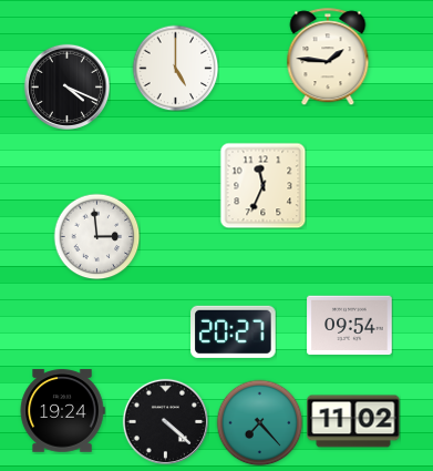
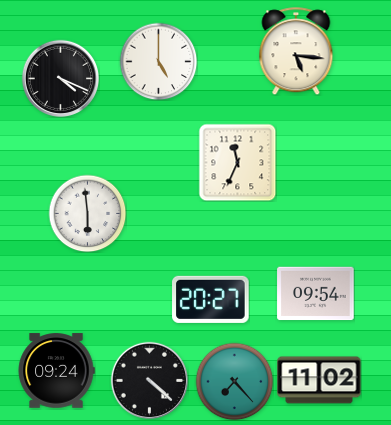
clock at (328, 57): 1:46 -> 5:16
clock at (262, 185) position: (262, 185) -> (237, 162)
clock at (96, 236): 2:59 -> 5:59
clock at (62, 411): 19:24 -> 09:24
